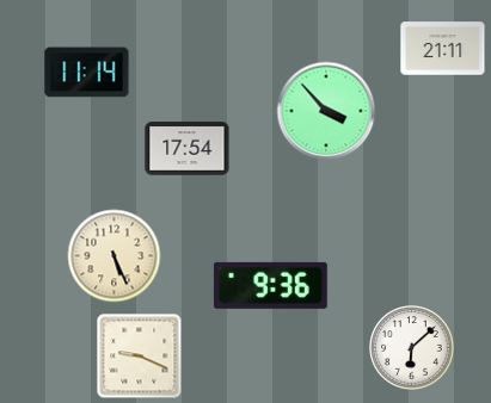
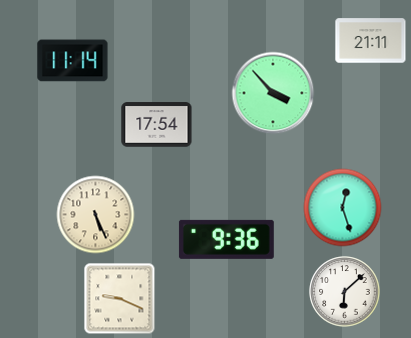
clock at (343, 208): none -> 12:27
clock at (140, 356) position: (140, 356) -> (120, 299)
